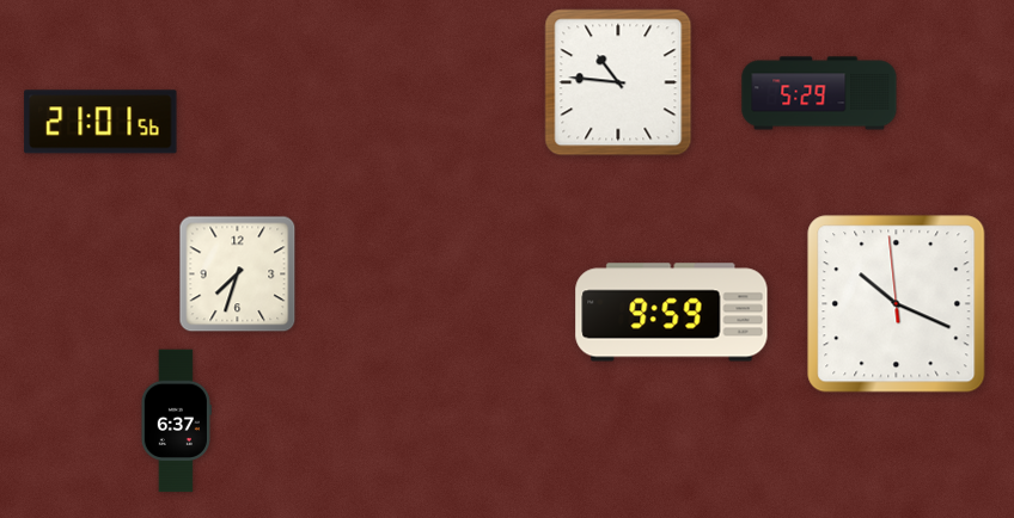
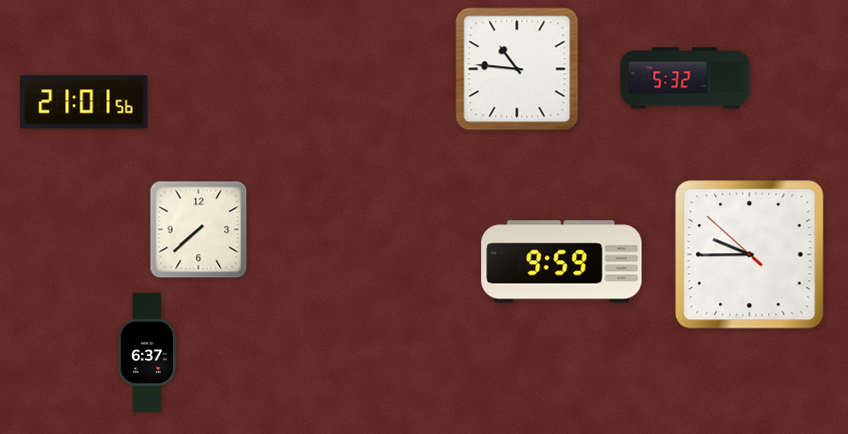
clock at (819, 93): 5:29 -> 5:32
clock at (238, 275): 7:33 -> 7:38
clock at (897, 304): 10:18 -> 9:44
